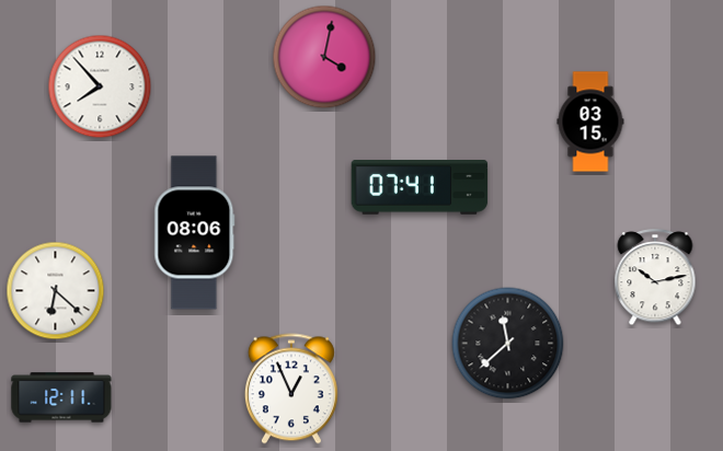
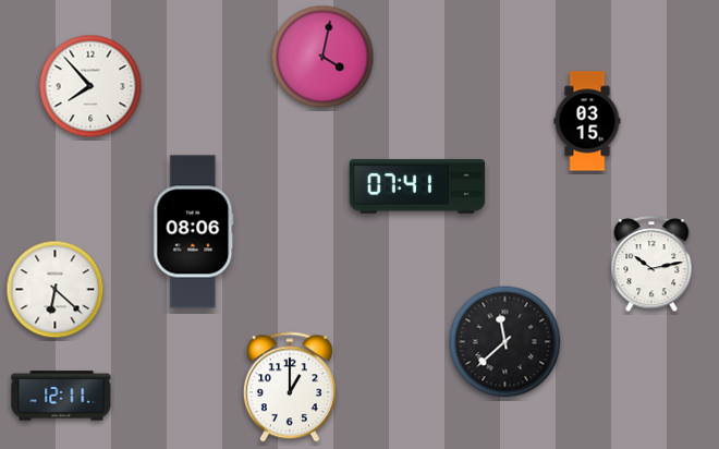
clock at (100, 86) position: (100, 86) -> (90, 86)
clock at (655, 278) position: (655, 278) -> (651, 265)
clock at (291, 389): 12:56 -> 1:00
